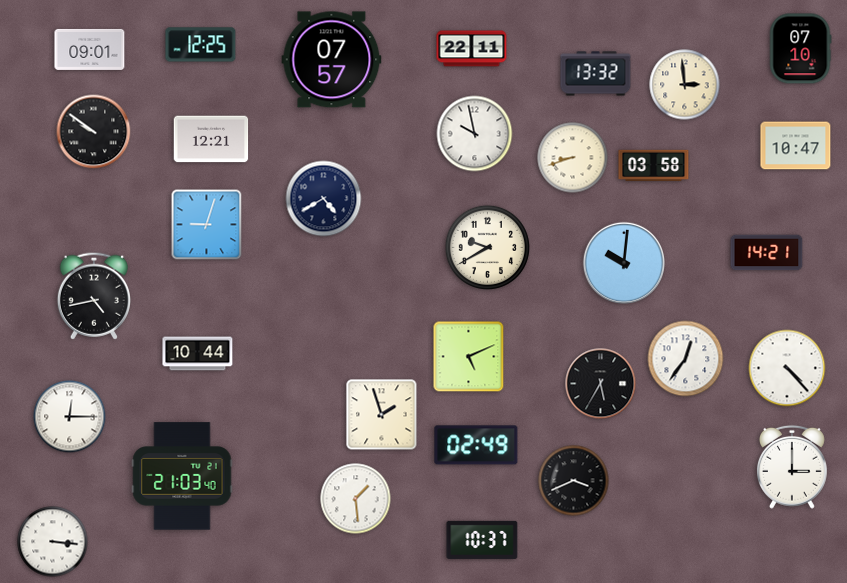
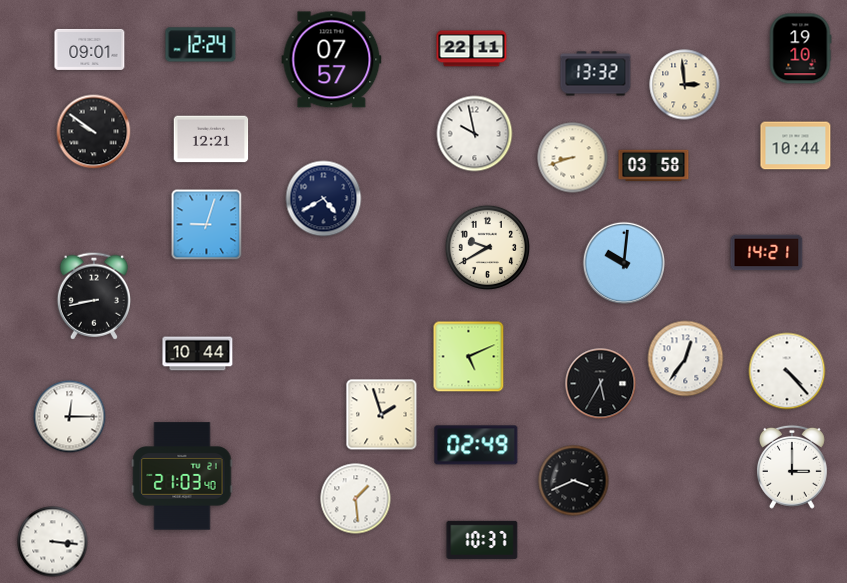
clock at (201, 45): 12:25 -> 12:24
clock at (800, 49): 07:10 -> 19:10
clock at (796, 146): 10:47 -> 10:44
clock at (94, 296): 4:43 -> 8:43
clock at (787, 368) position: (787, 368) -> (787, 371)
